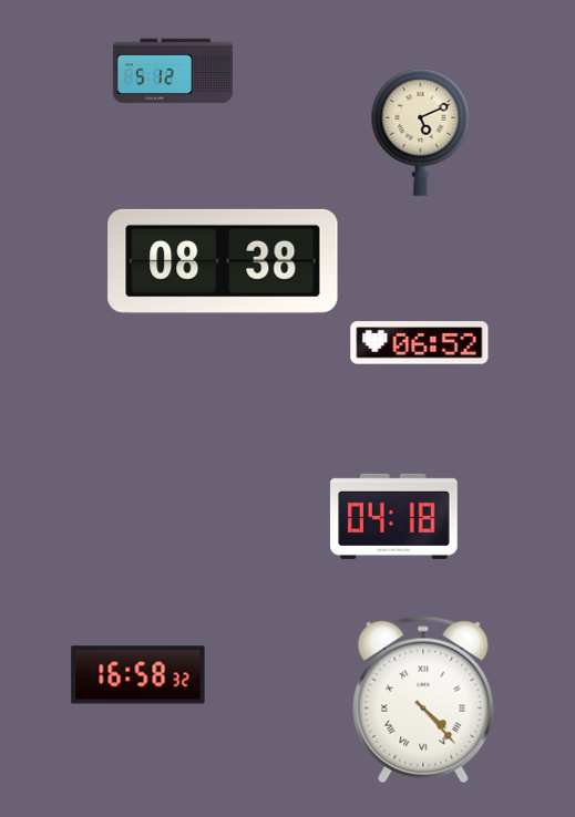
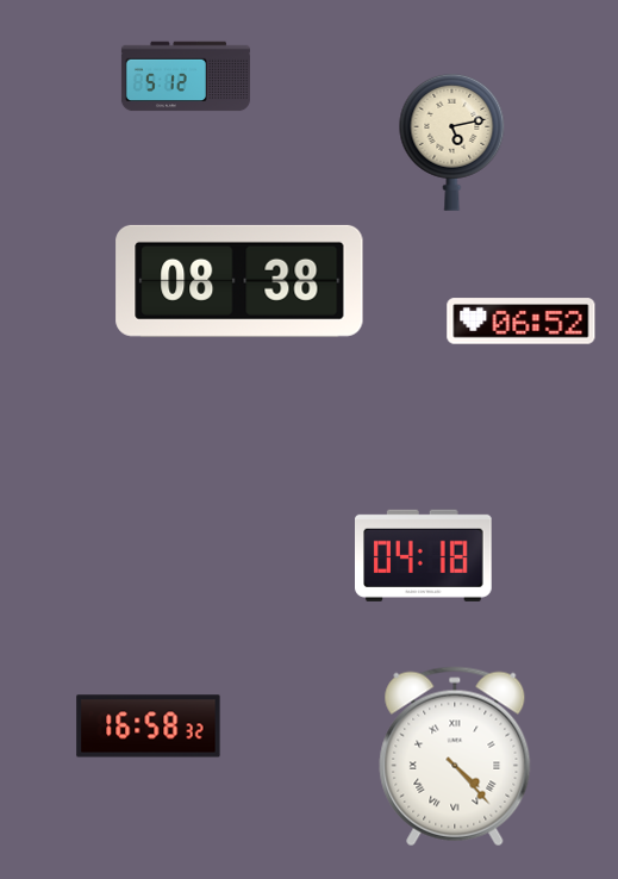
clock at (421, 132): 5:11 -> 5:13
clock at (420, 343) position: (420, 343) -> (522, 322)
clock at (423, 700) position: (423, 700) -> (455, 756)
